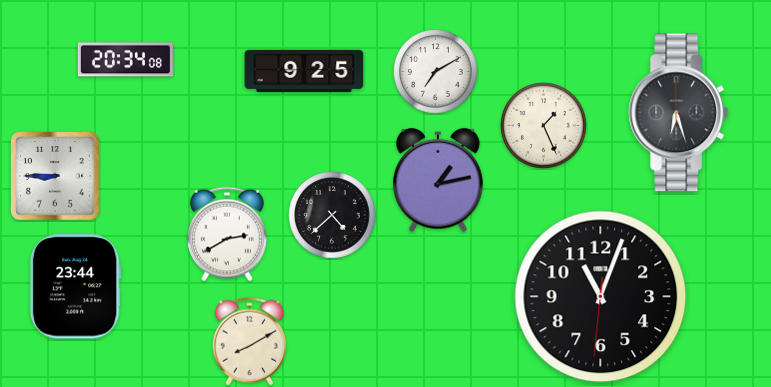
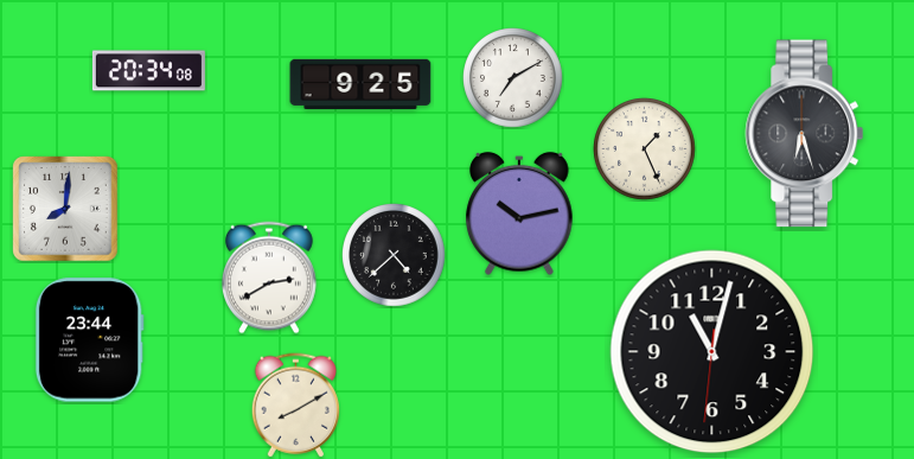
clock at (436, 72) position: (436, 72) -> (513, 78)
clock at (55, 176): 8:45 -> 8:01
clock at (438, 180): 1:13 -> 10:13
clock at (601, 297): 11:03 -> 11:02
